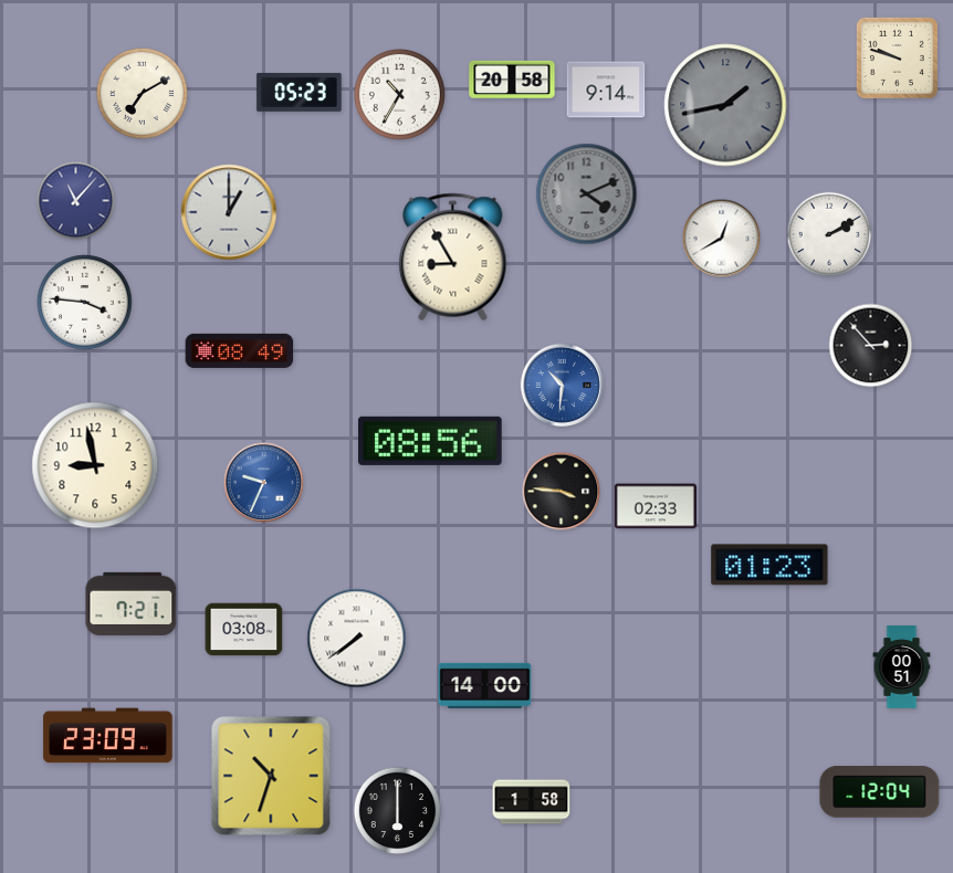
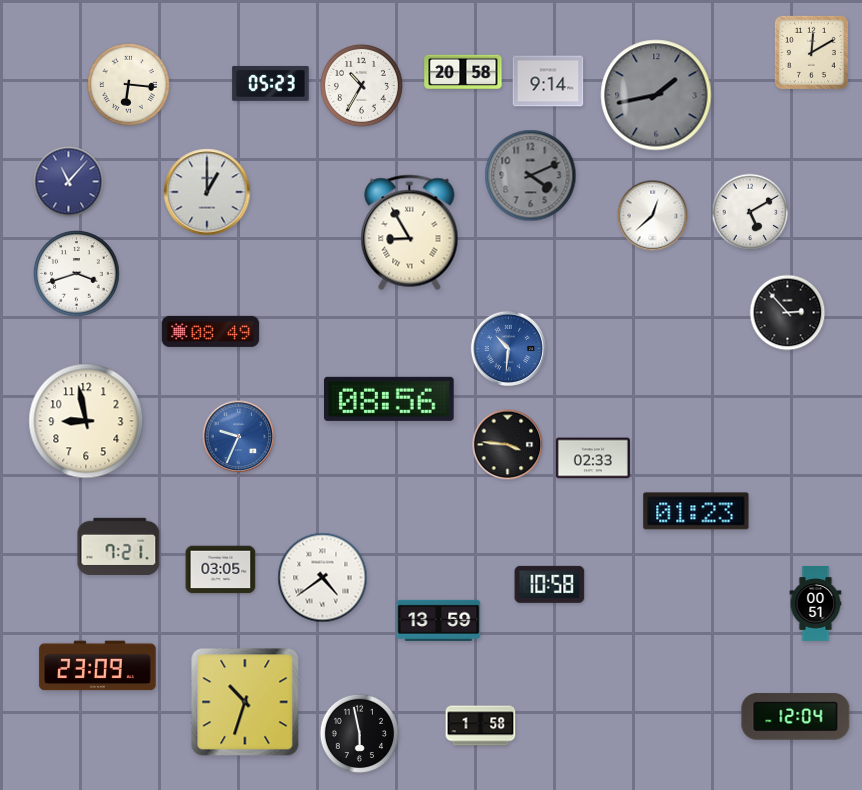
clock at (897, 57): 9:48 -> 12:10
clock at (142, 93): 7:10 -> 6:16
clock at (829, 234): 2:10 -> 5:10
clock at (722, 239): 12:40 -> 12:38
clock at (85, 303): 3:46 -> 3:42
clock at (240, 350) position: (240, 350) -> (211, 331)
clock at (244, 630): 03:08 -> 03:05
clock at (357, 639): 7:39 -> 4:39
clock at (550, 584): none -> 10:58
clock at (485, 685): 14:00 -> 13:59
clock at (398, 811): 6:00 -> 5:58
